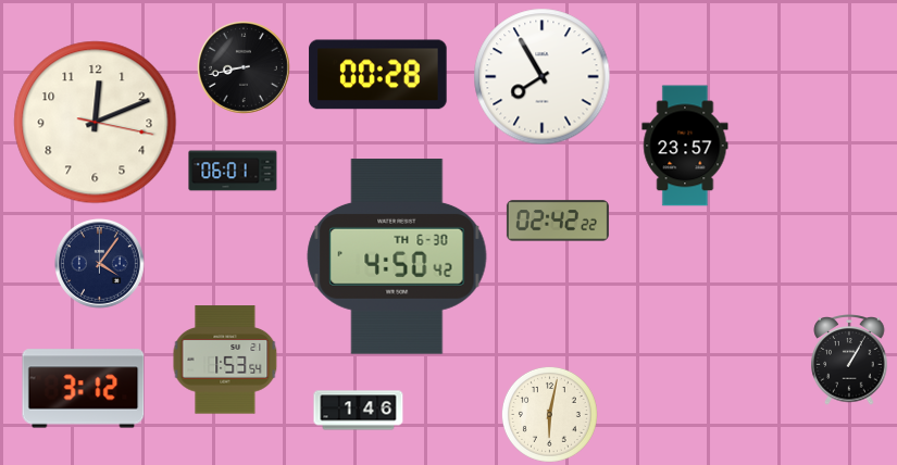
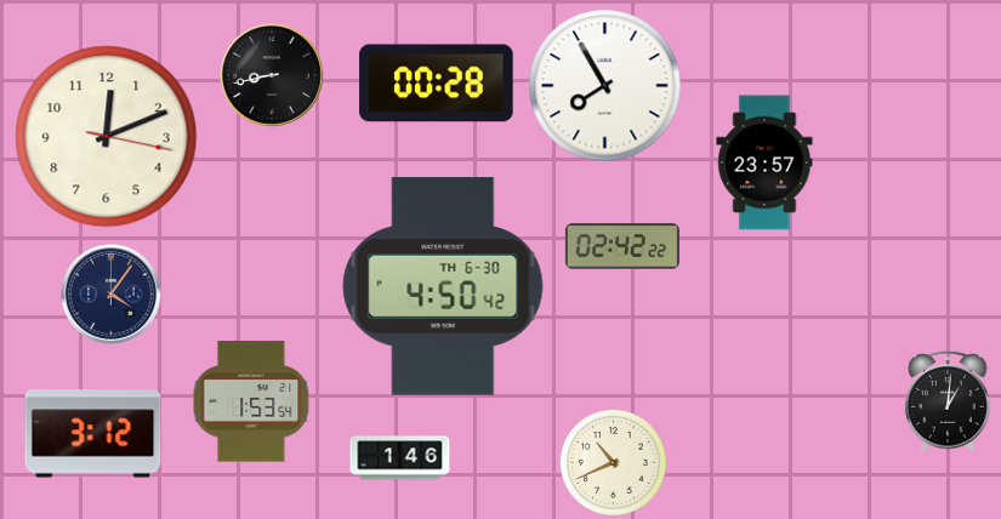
clock at (378, 75) position: (378, 75) -> (437, 84)
clock at (233, 171): 06:01 -> none
clock at (849, 360): 1:05 -> 1:01
clock at (549, 414): 6:02 -> 10:41
